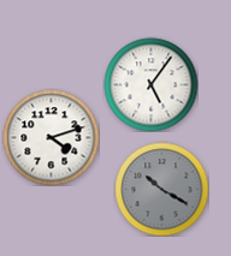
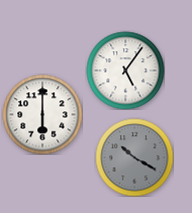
clock at (51, 137): 4:12 -> 6:00
